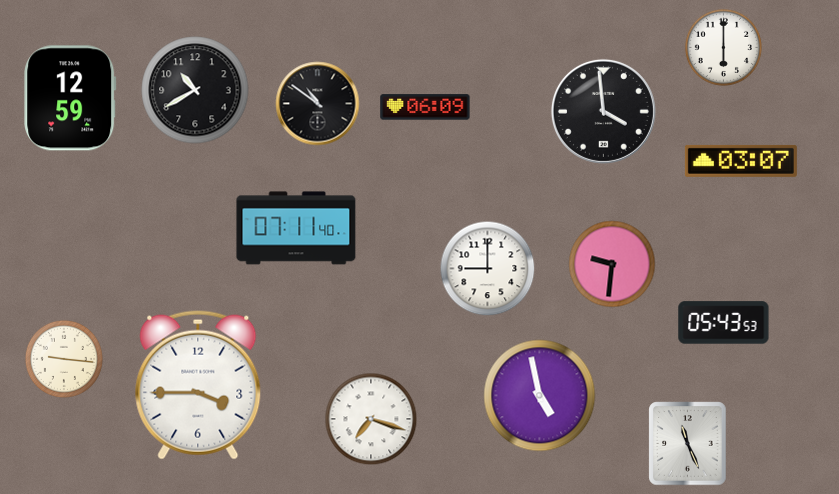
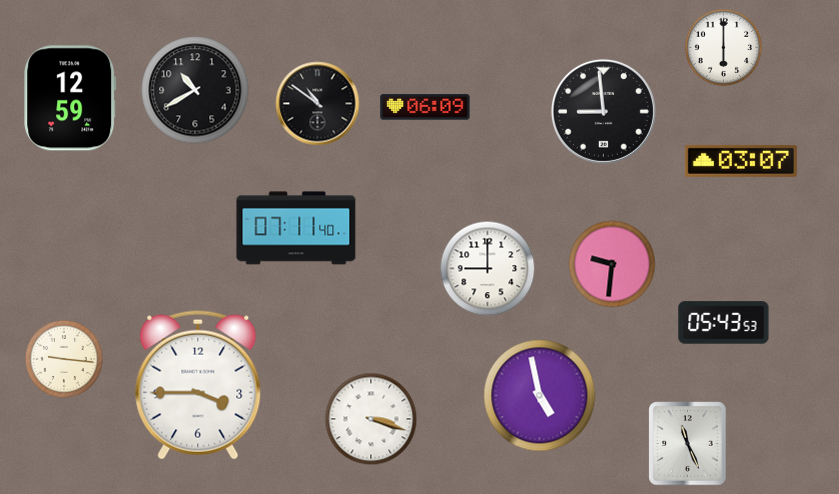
clock at (603, 111): 3:59 -> 8:59
clock at (371, 419): 7:18 -> 3:18
